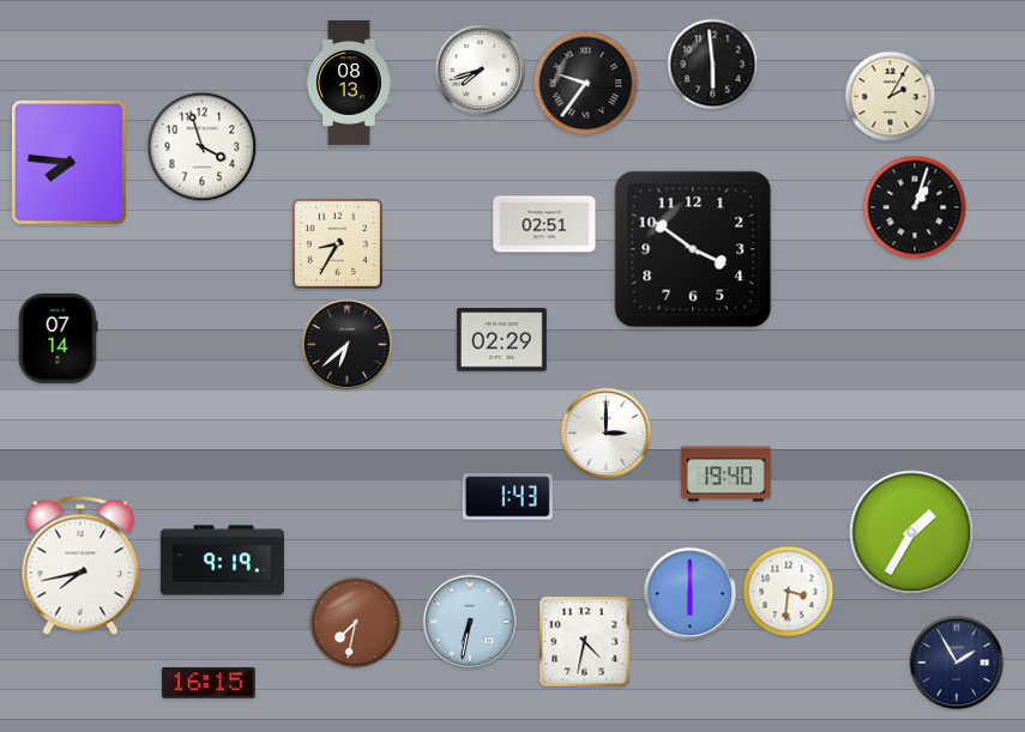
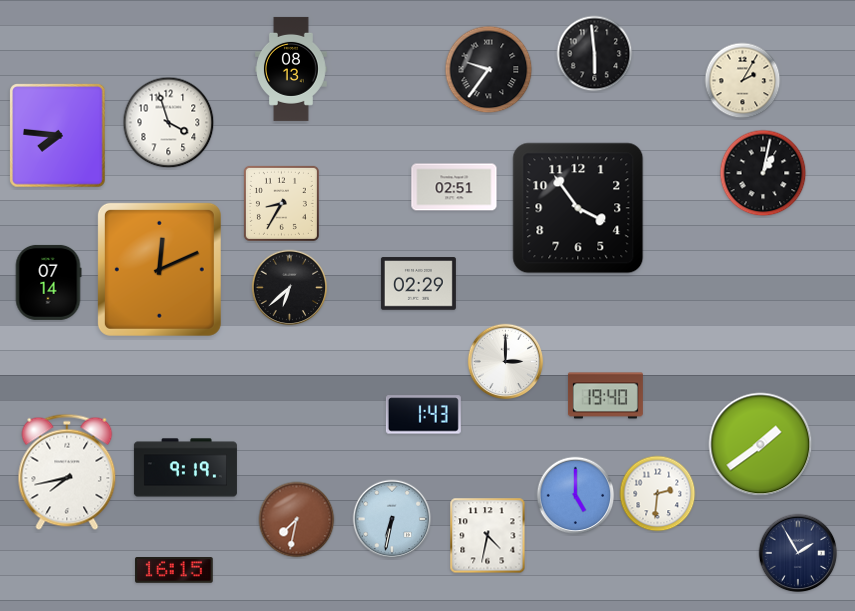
clock at (481, 71): 7:42 -> none
clock at (915, 207): 1:03 -> 1:02
clock at (693, 249): 3:51 -> 3:54
clock at (159, 269): none -> 12:11
clock at (912, 533): 1:35 -> 1:39
clock at (789, 592): 3:31 -> 2:31
clock at (691, 594): 6:00 -> 5:00
